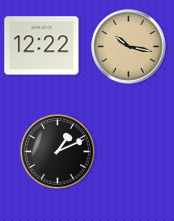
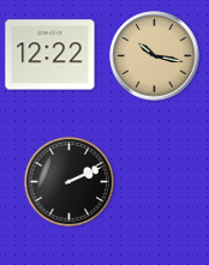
clock at (57, 151): 1:11 -> 2:11
